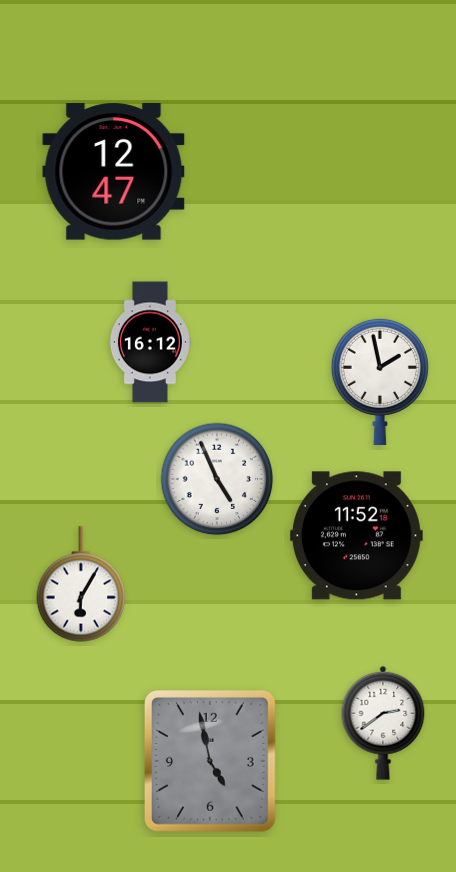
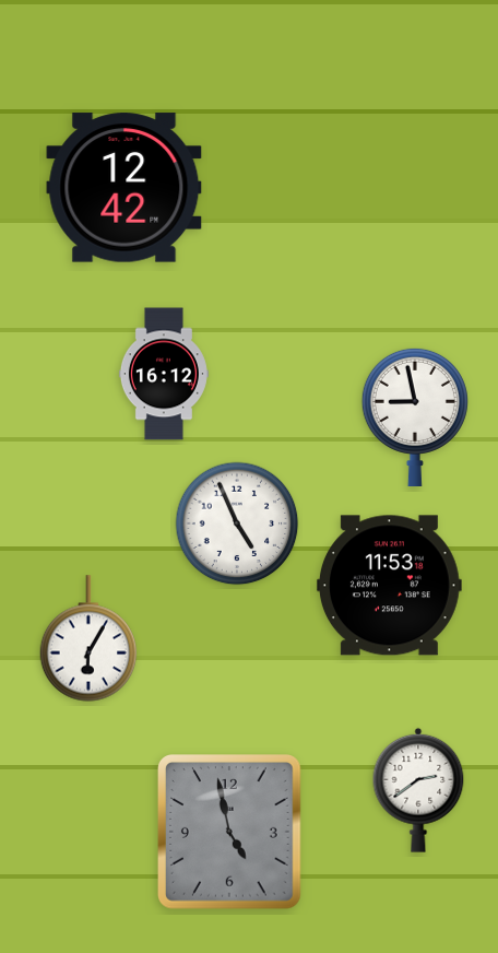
clock at (114, 172): 12:47 -> 12:42
clock at (380, 382): 1:58 -> 8:58
clock at (356, 536): 11:52 -> 11:53
